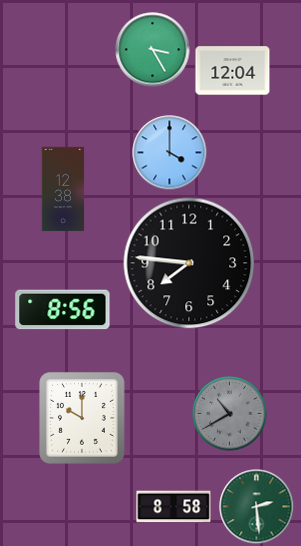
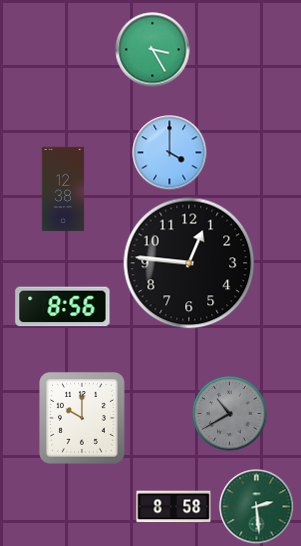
clock at (233, 71): 12:04 -> none
clock at (189, 263): 7:46 -> 12:46
clock at (63, 310) position: (63, 310) -> (63, 307)
